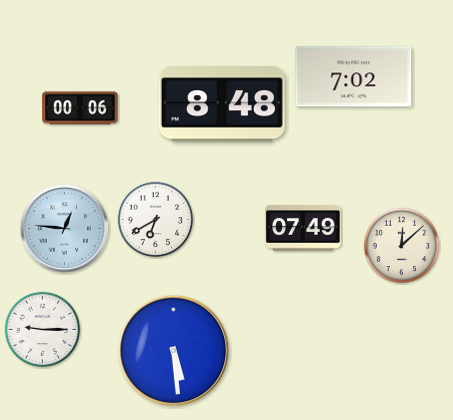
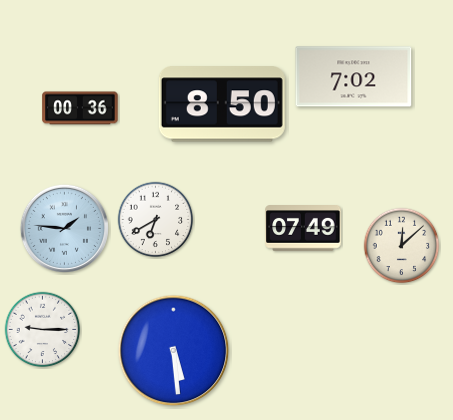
clock at (222, 104): 8:48 -> 8:50
clock at (80, 108): 00:06 -> 00:36
clock at (64, 228): 12:46 -> 1:46
